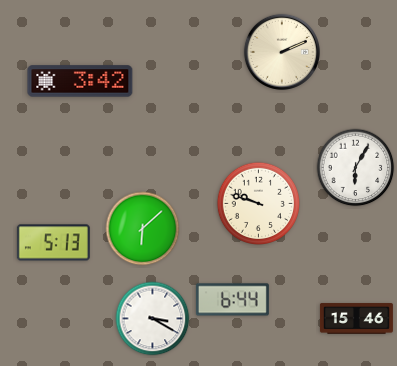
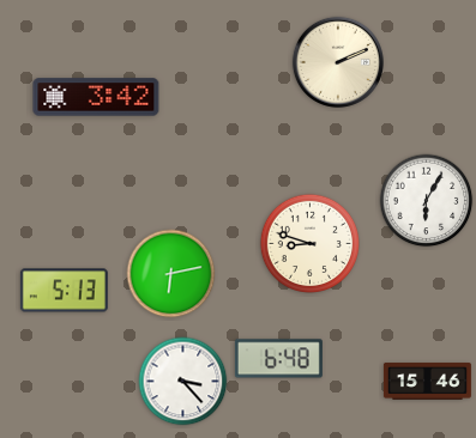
clock at (258, 203): 9:48 -> 8:48
clock at (143, 229): 6:08 -> 6:13
clock at (232, 300): 6:44 -> 6:48
clock at (153, 319): 3:20 -> 3:23
